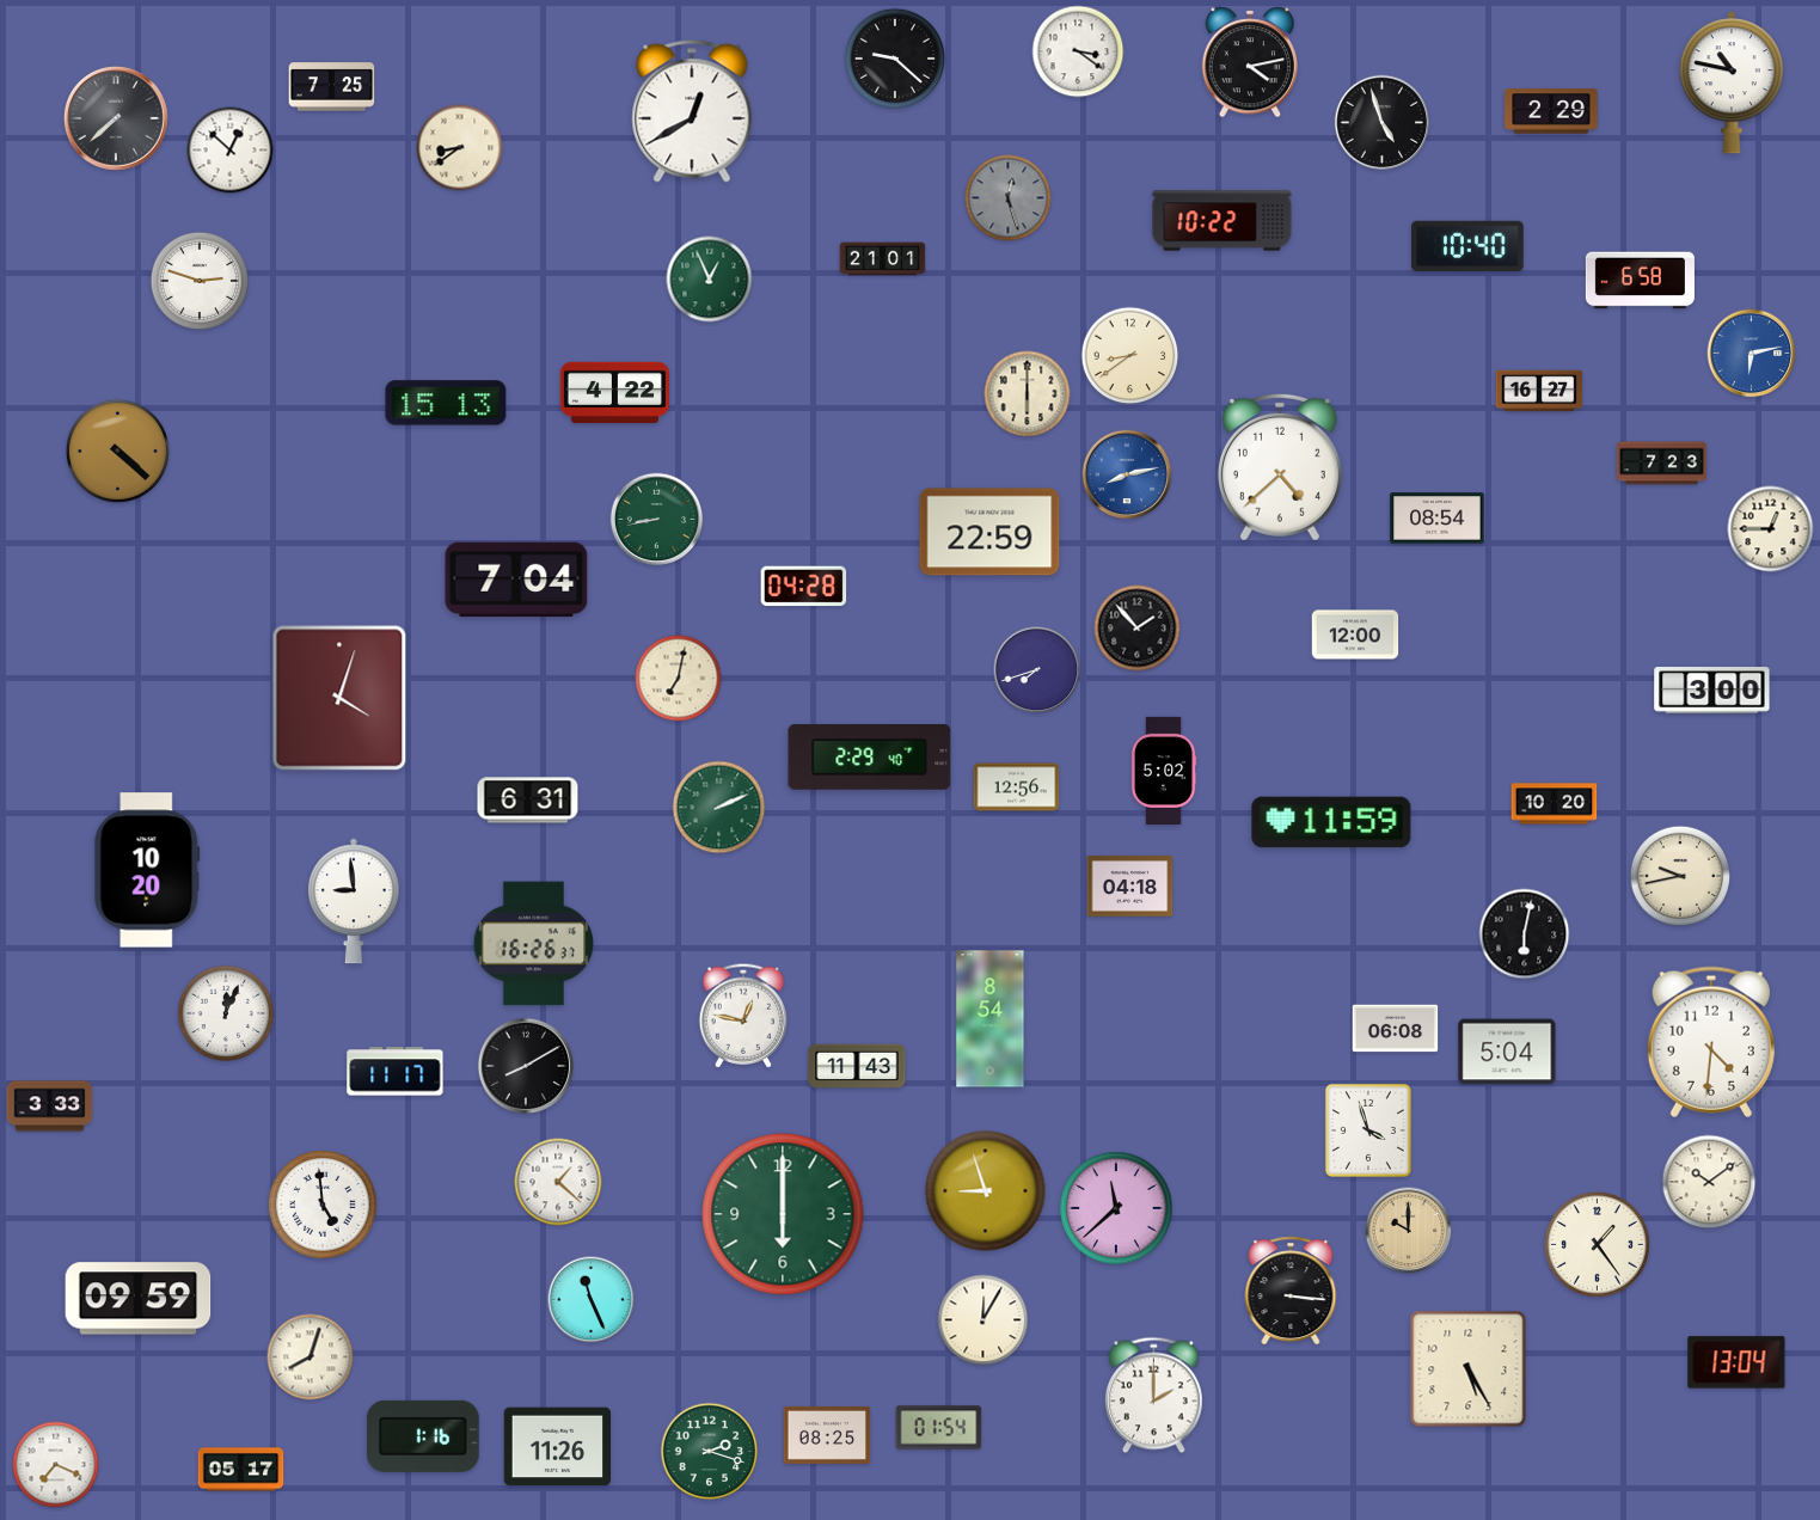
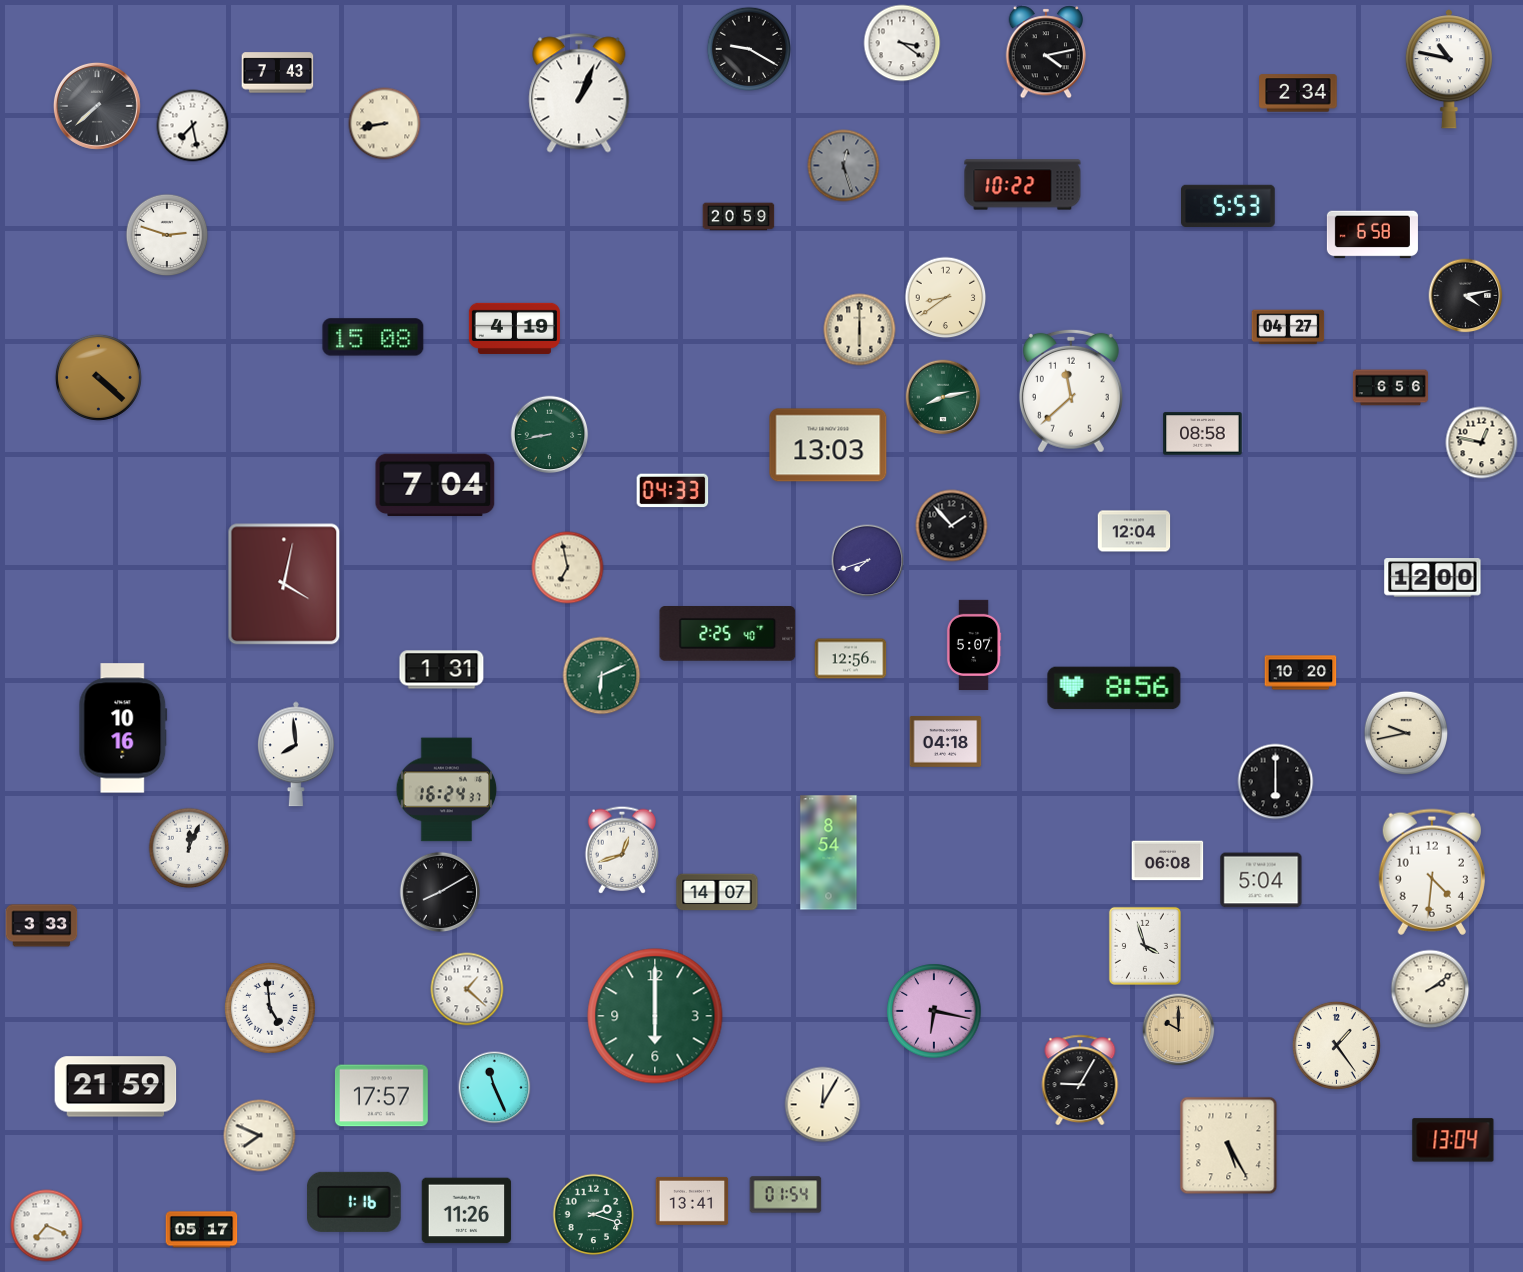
clock at (894, 57): 9:22 -> 9:20
clock at (332, 87): 7:25 -> 7:43
clock at (692, 111): 12:40 -> 1:04
clock at (1551, 111): 2:29 -> 2:34
clock at (116, 118) position: (116, 118) -> (97, 106)
clock at (1383, 123): 4:57 -> none
clock at (460, 148): 8:39 -> 8:43
clock at (231, 151): 12:52 -> 7:28
clock at (1469, 245): 10:40 -> 5:53
clock at (883, 259): 21:01 -> 20:59
clock at (710, 280): 12:56 -> none
clock at (1752, 354): 6:13 -> 4:13
clock at (1752, 354) dial: blue -> black
clock at (1539, 391): 16:27 -> 04:27
clock at (614, 392): 4:22 -> 4:19
clock at (446, 403): 15:13 -> 15:08
clock at (1661, 464): 7:23 -> 6:56
clock at (1280, 467): 4:38 -> 11:38
clock at (1127, 474) dial: blue -> green
clock at (1438, 519): 08:54 -> 08:58
clock at (1771, 529): 12:45 -> 12:47
clock at (989, 532): 22:59 -> 13:03
clock at (516, 580) position: (516, 580) -> (435, 485)
clock at (804, 587): 04:28 -> 04:33
clock at (1355, 635): 12:00 -> 12:04
clock at (679, 679): 7:02 -> 6:58
clock at (1712, 691): 3:00 -> 12:00
clock at (339, 698): 4:03 -> 4:02
clock at (870, 758): 2:29 -> 2:25
clock at (1164, 770): 5:02 -> 5:07
clock at (528, 801): 6:31 -> 1:31
clock at (719, 808): 2:11 -> 6:11
clock at (1331, 822): 11:59 -> 8:56
clock at (147, 870): 10:20 -> 10:16
clock at (355, 901): 8:59 -> 7:59
clock at (1525, 934): 6:02 -> 6:00
clock at (534, 944): 16:26 -> 16:24
clock at (742, 1016): 12:47 -> 12:42
clock at (857, 1066): 11:43 -> 14:07
clock at (396, 1072): 11:17 -> none
clock at (1709, 1182): 10:09 -> 2:09
clock at (986, 1191): 8:57 -> none
clock at (1116, 1208): 11:38 -> 6:17
clock at (1597, 1244) position: (1597, 1244) -> (1336, 1045)
clock at (1291, 1291): 3:16 -> 9:05
clock at (139, 1299): 09:59 -> 21:59
clock at (381, 1096): none -> 17:57
clock at (311, 1357): 8:03 -> 7:49
clock at (1153, 1396): 2:00 -> none
clock at (827, 1435): 08:25 -> 13:41
